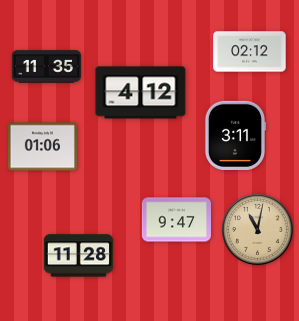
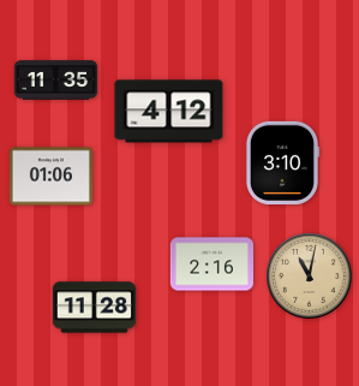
clock at (250, 52): 02:12 -> none
clock at (235, 135): 3:11 -> 3:10
clock at (176, 220): 9:47 -> 2:16
